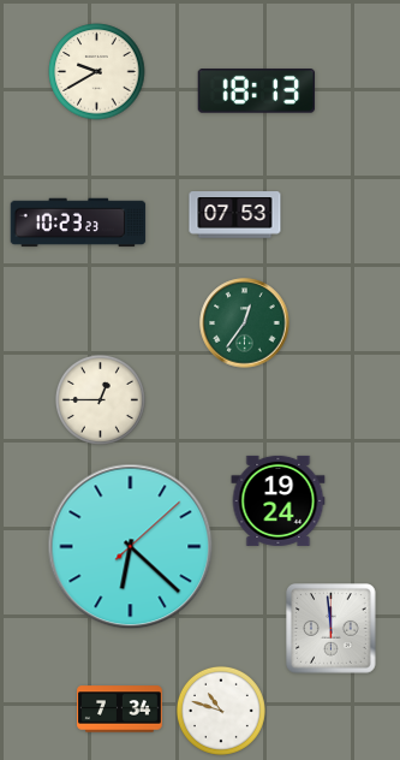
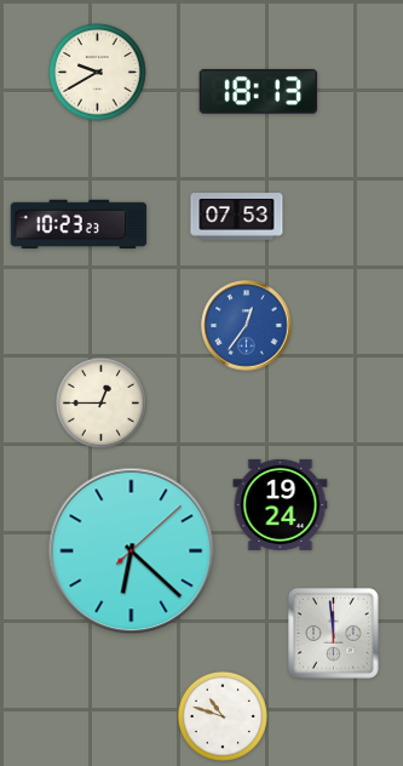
clock at (245, 323) dial: green -> blue
clock at (120, 709): 7:34 -> none
